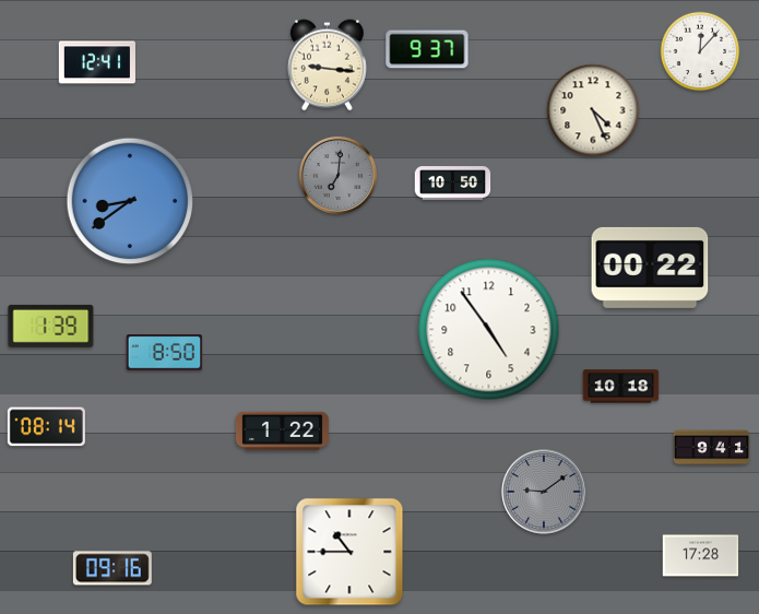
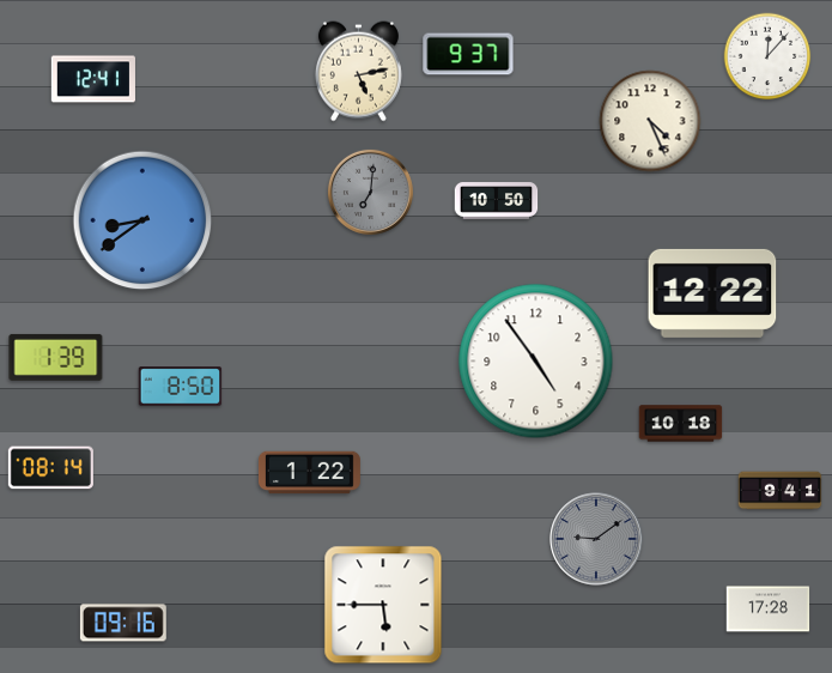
clock at (96, 62) position: (96, 62) -> (92, 79)
clock at (327, 66): 9:16 -> 5:13
clock at (650, 268): 00:22 -> 12:22
clock at (349, 552): 10:45 -> 5:45
